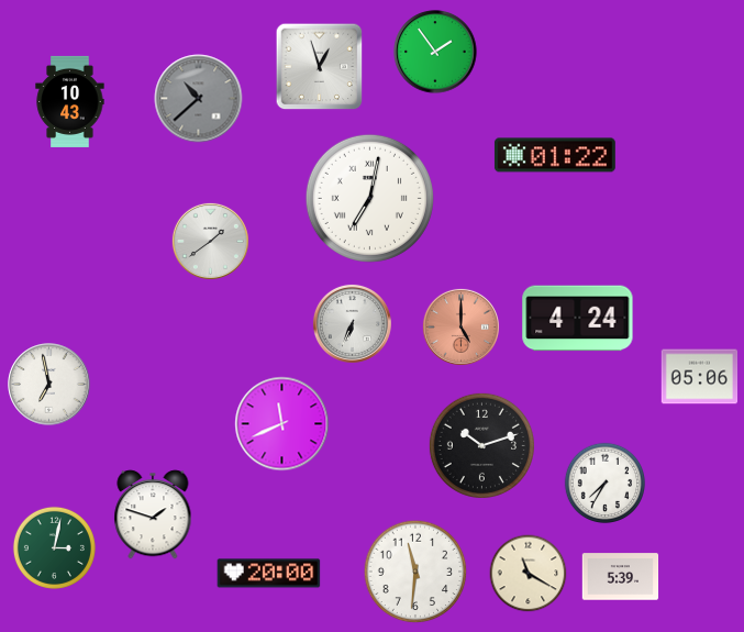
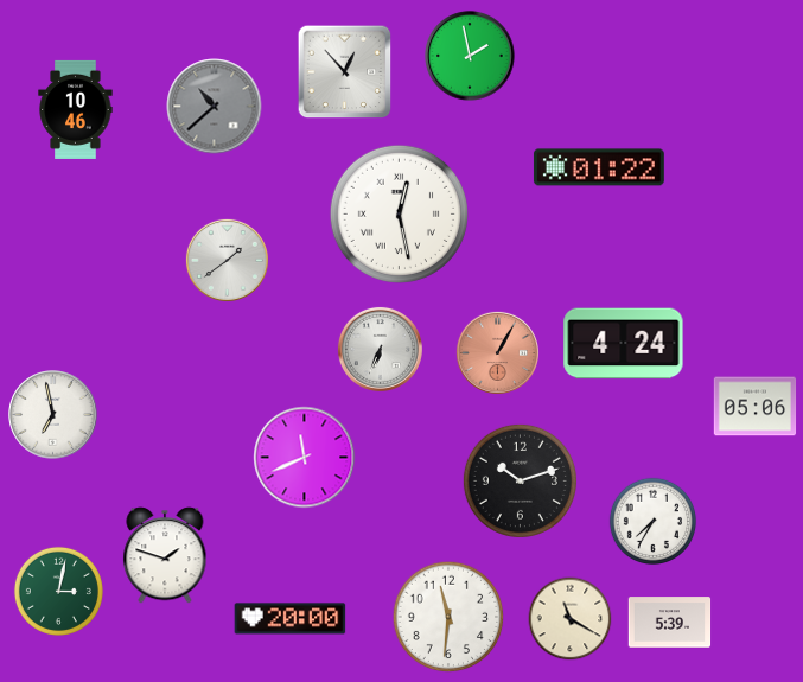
clock at (435, 52): 1:54 -> 1:58
clock at (320, 67): 12:57 -> 12:53
clock at (70, 101): 10:43 -> 10:46
clock at (369, 198): 7:02 -> 12:28
clock at (460, 326): 5:00 -> 1:05
